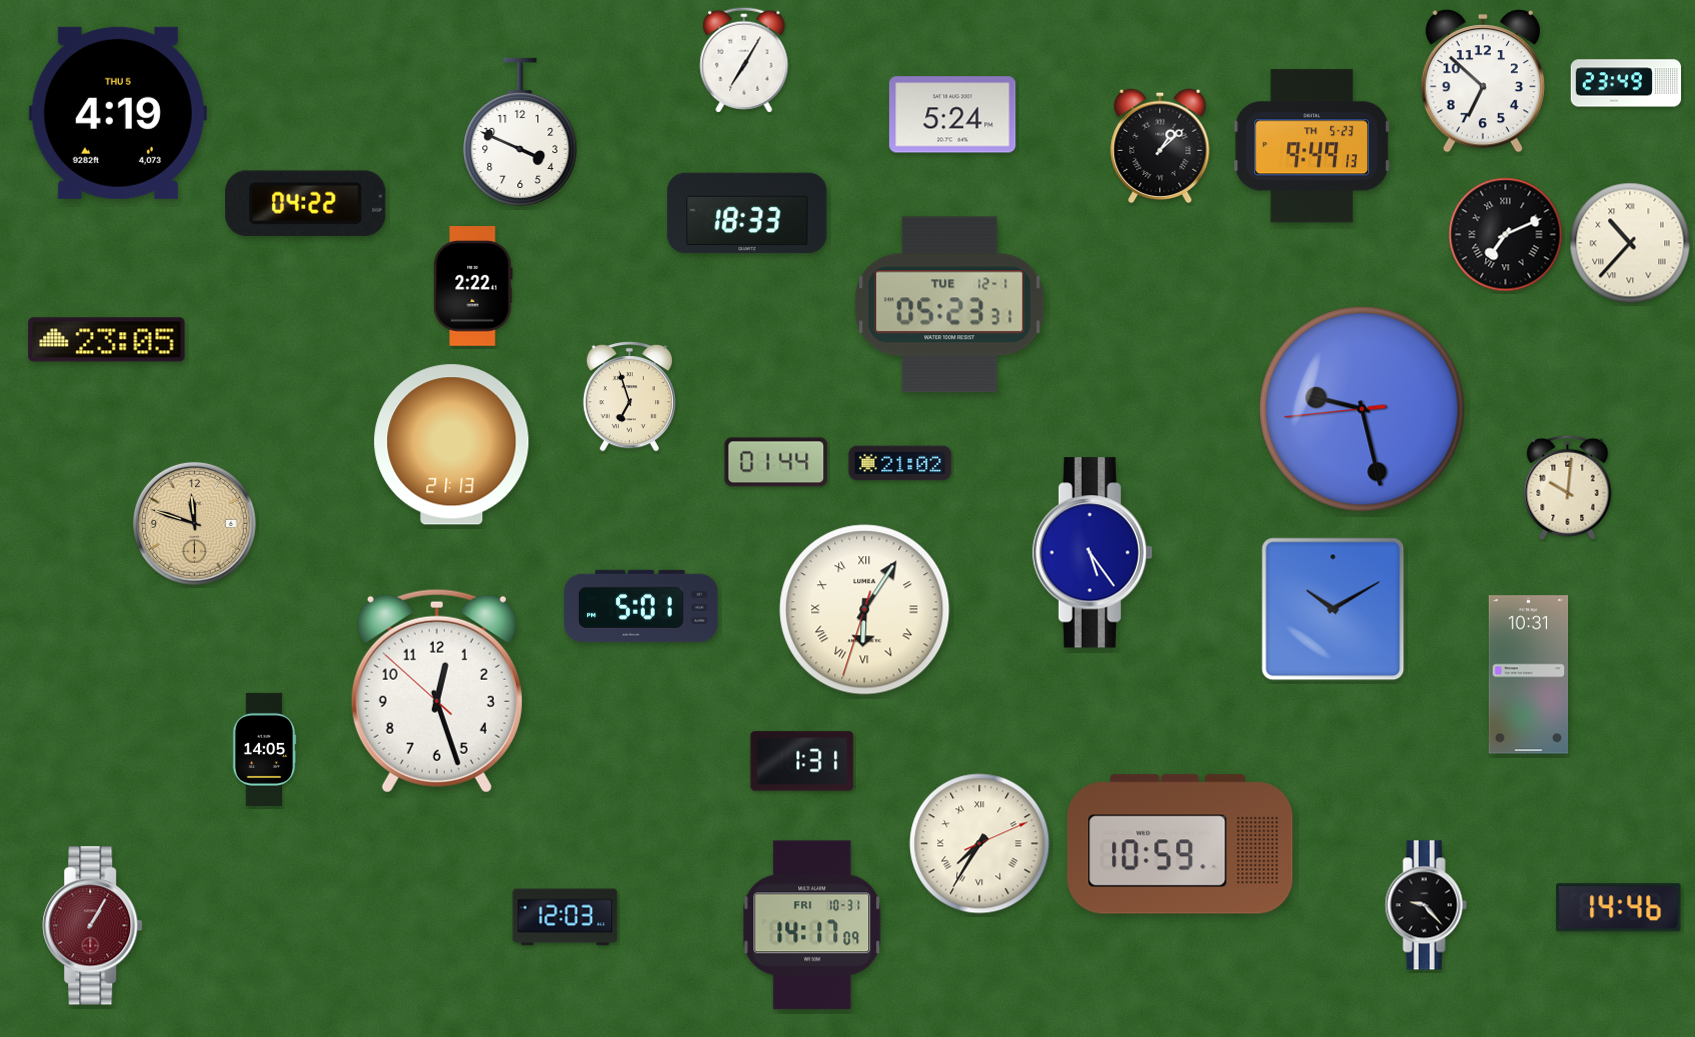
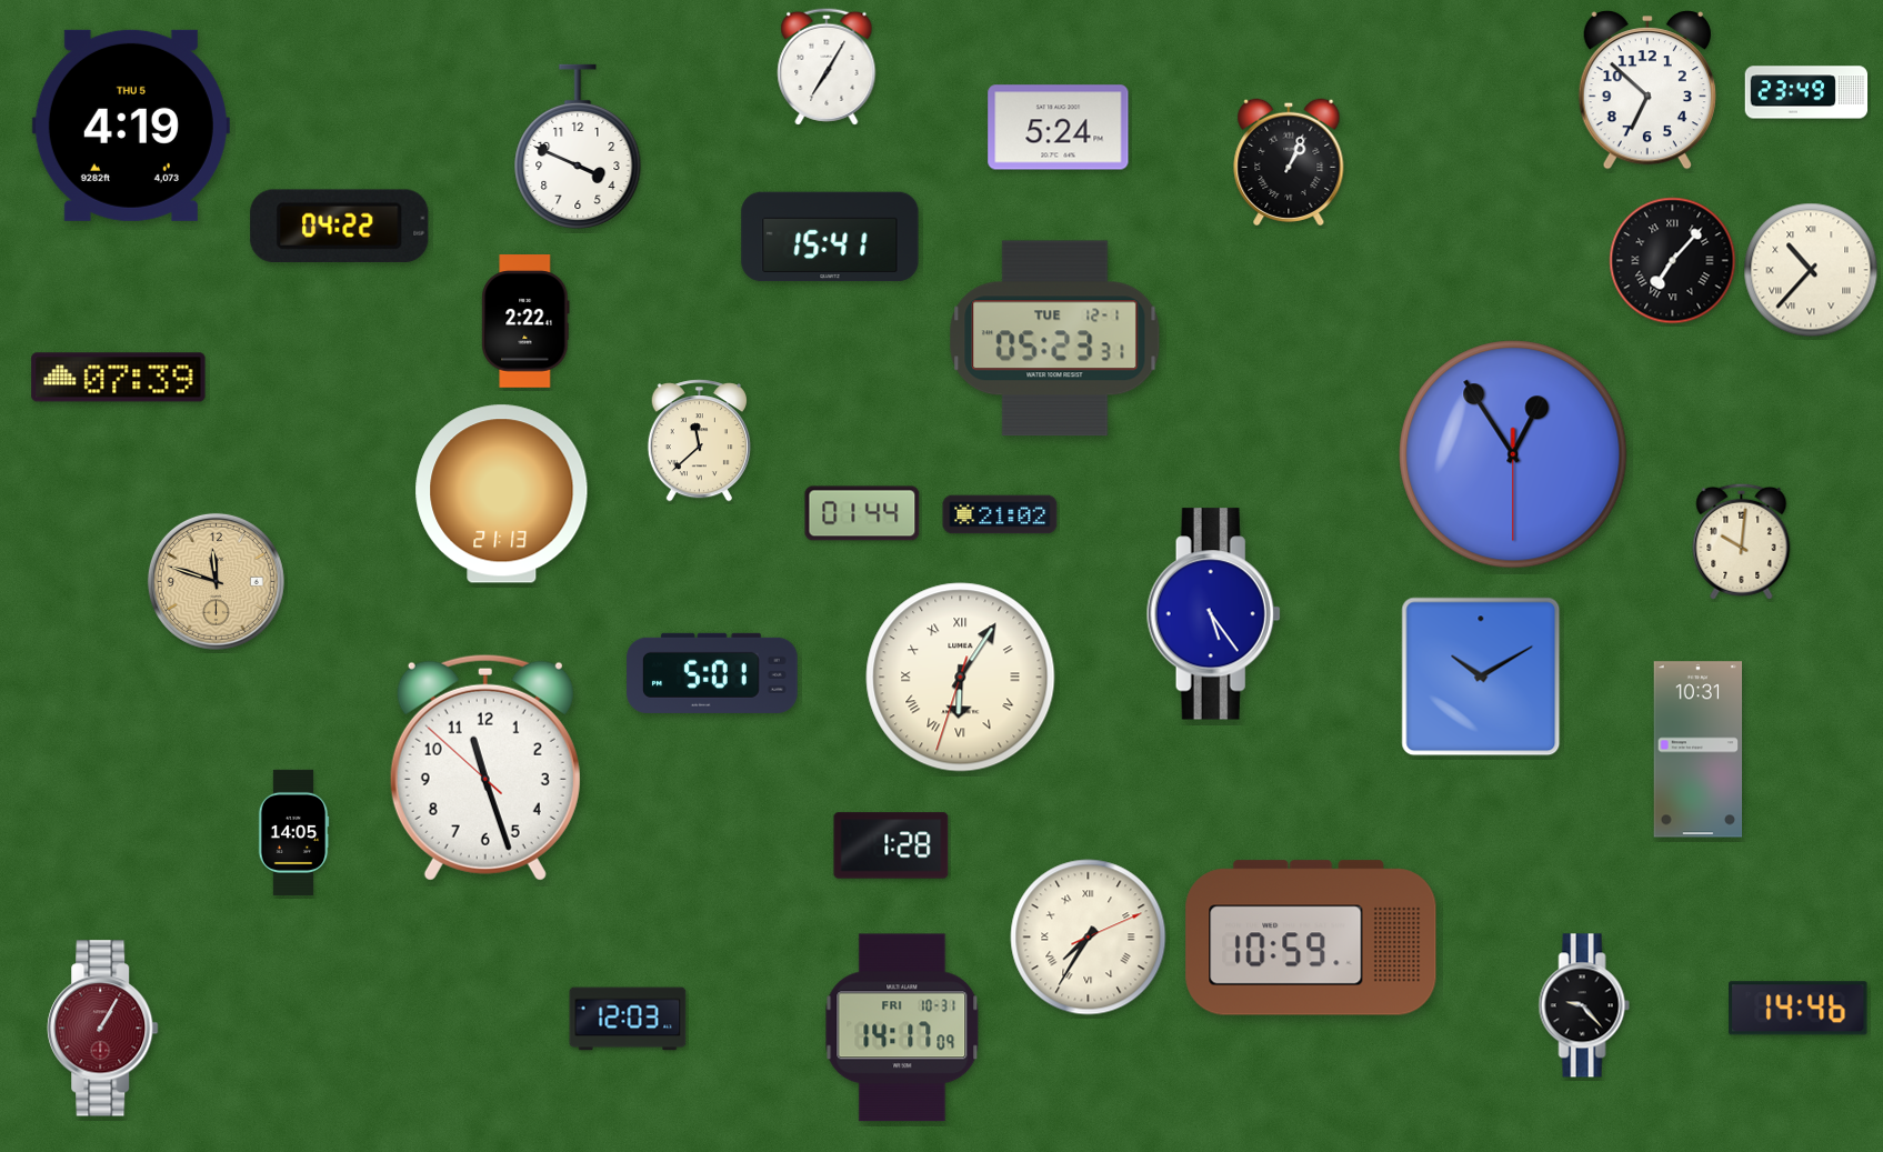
clock at (1160, 146): 1:08 -> 1:04
clock at (1312, 146): 9:49 -> none
clock at (747, 213): 18:33 -> 15:41
clock at (1506, 235): 7:11 -> 7:07
clock at (473, 286) position: (473, 286) -> (525, 321)
clock at (107, 340): 23:05 -> 07:39
clock at (629, 397): 6:57 -> 11:38
clock at (1362, 409): 9:27 -> 12:54
clock at (437, 691): 12:26 -> 11:26
clock at (802, 761): 1:31 -> 1:28
